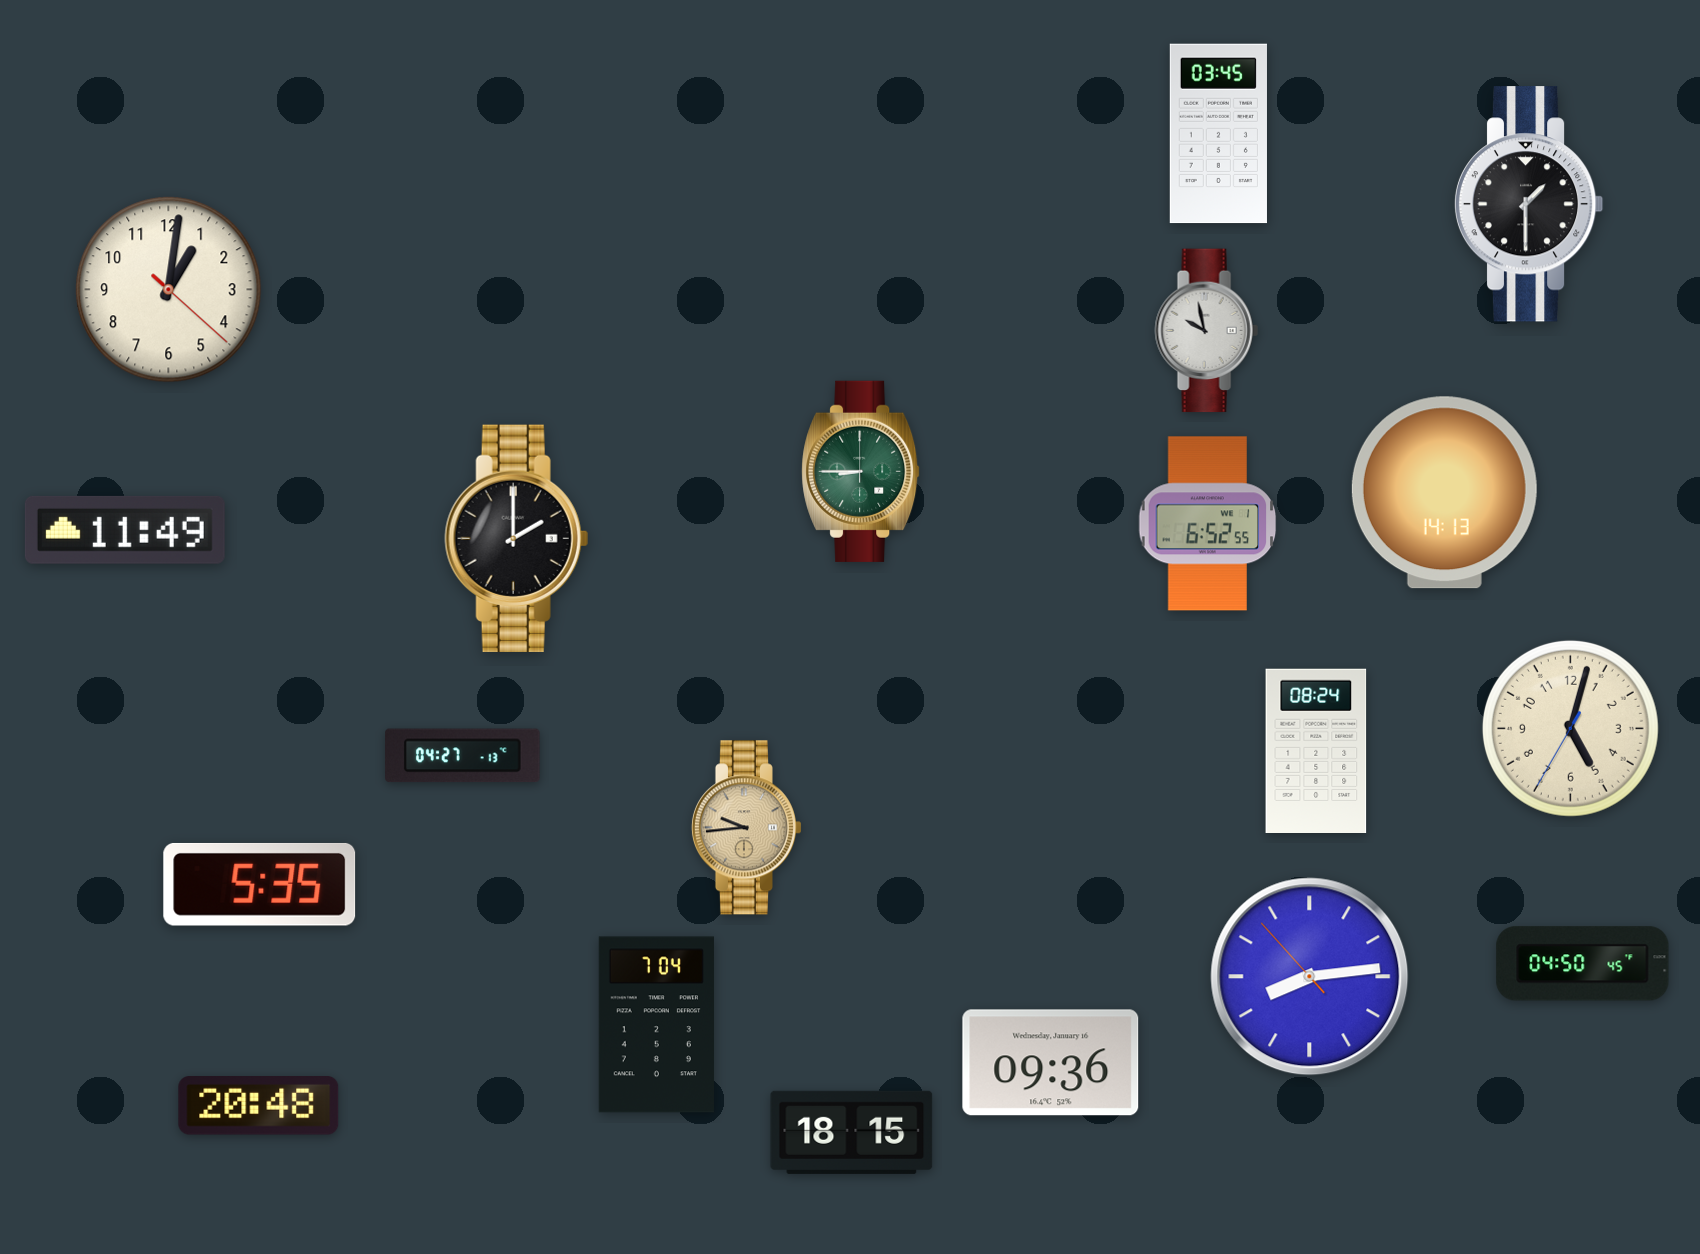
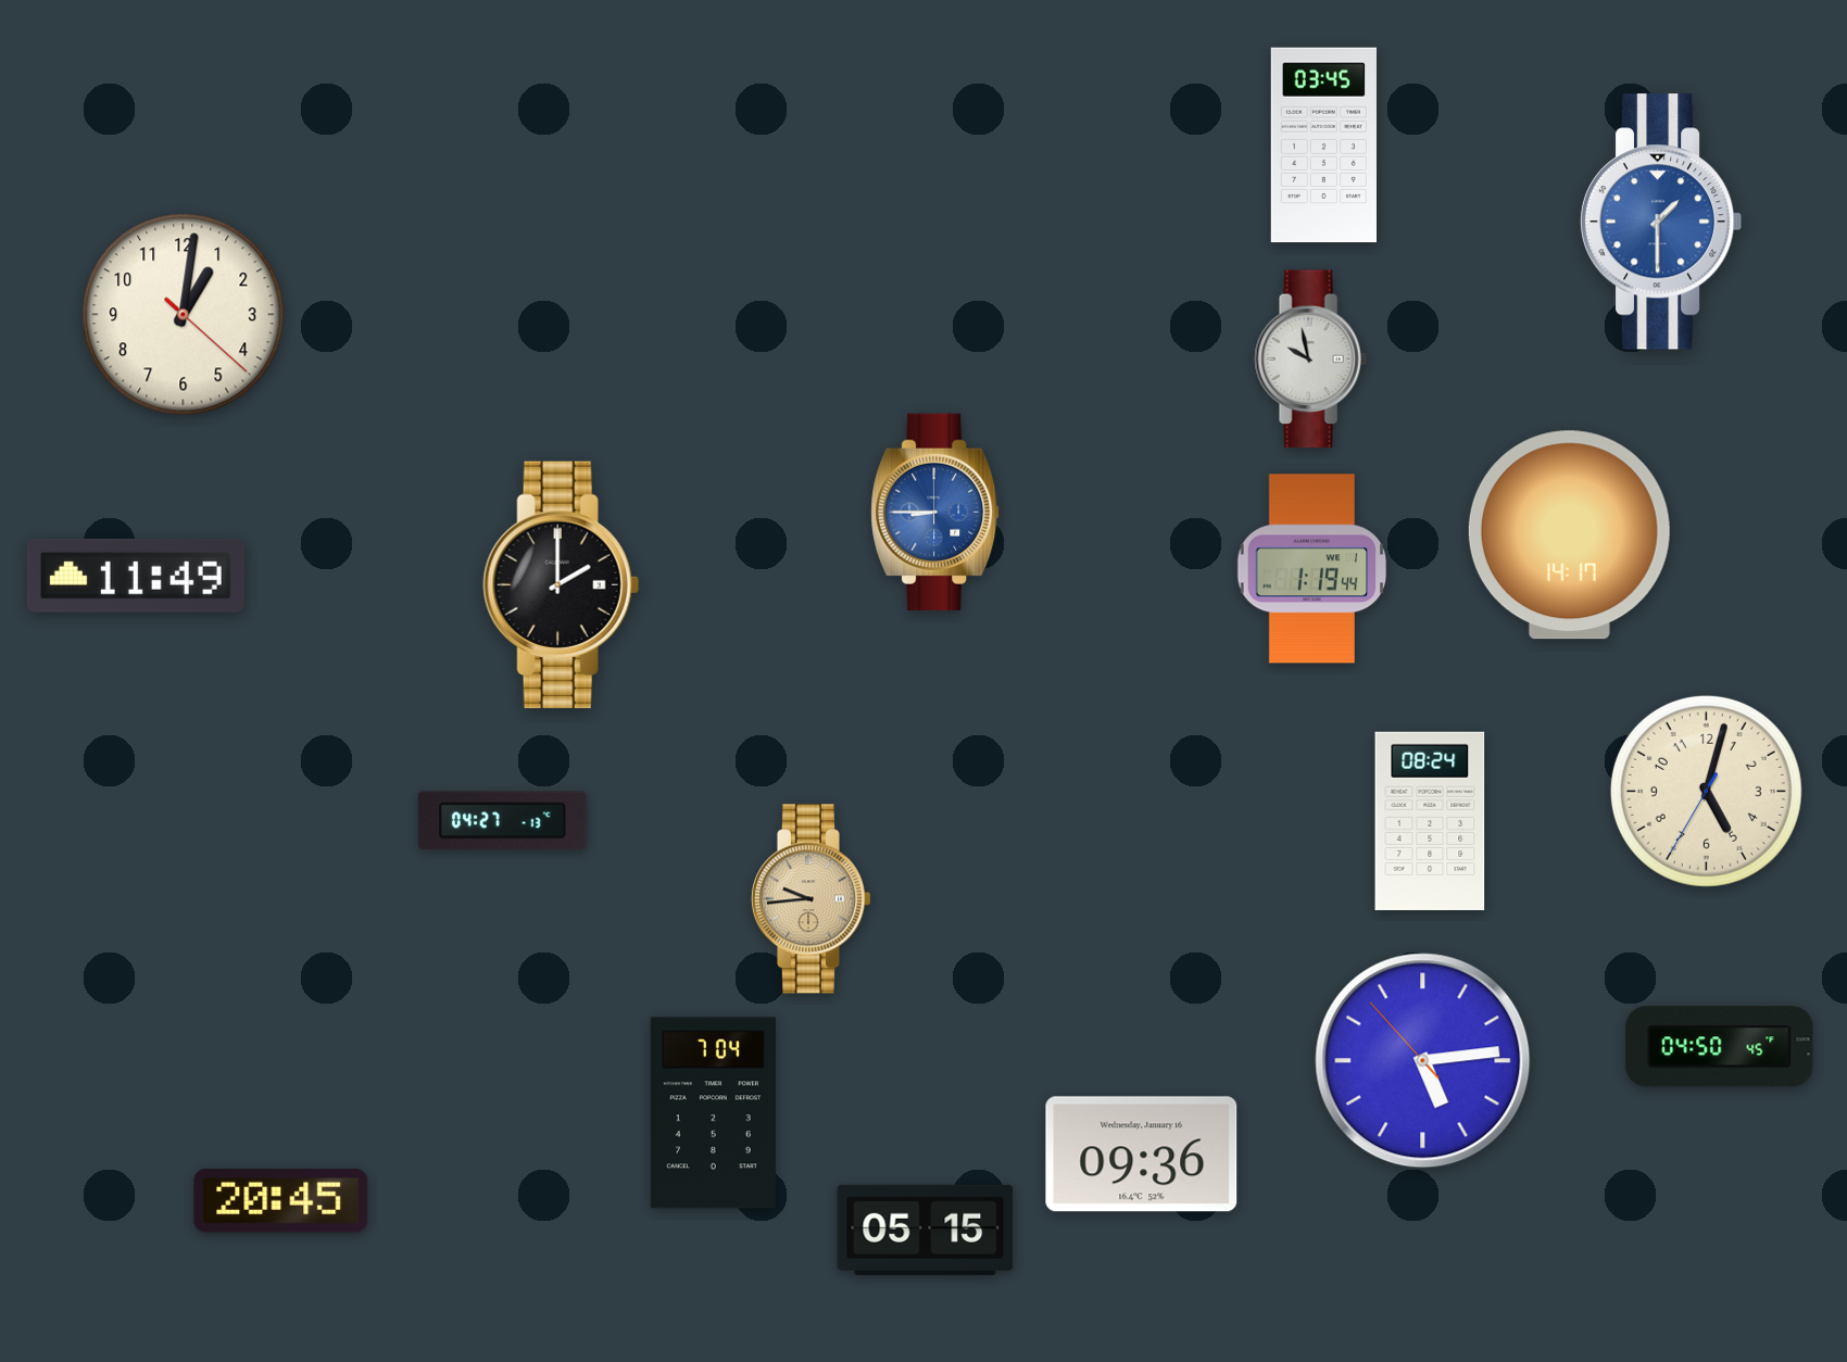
clock at (1529, 204) dial: black -> blue
clock at (861, 471) dial: green -> blue
clock at (1444, 493): 14:13 -> 14:17
clock at (1208, 524): 6:52 -> 1:19
clock at (1316, 750) position: (1316, 750) -> (1430, 820)
clock at (260, 884): 5:35 -> none
clock at (1310, 977): 8:13 -> 5:13
clock at (259, 1106): 20:48 -> 20:45
clock at (852, 1132): 18:15 -> 05:15
